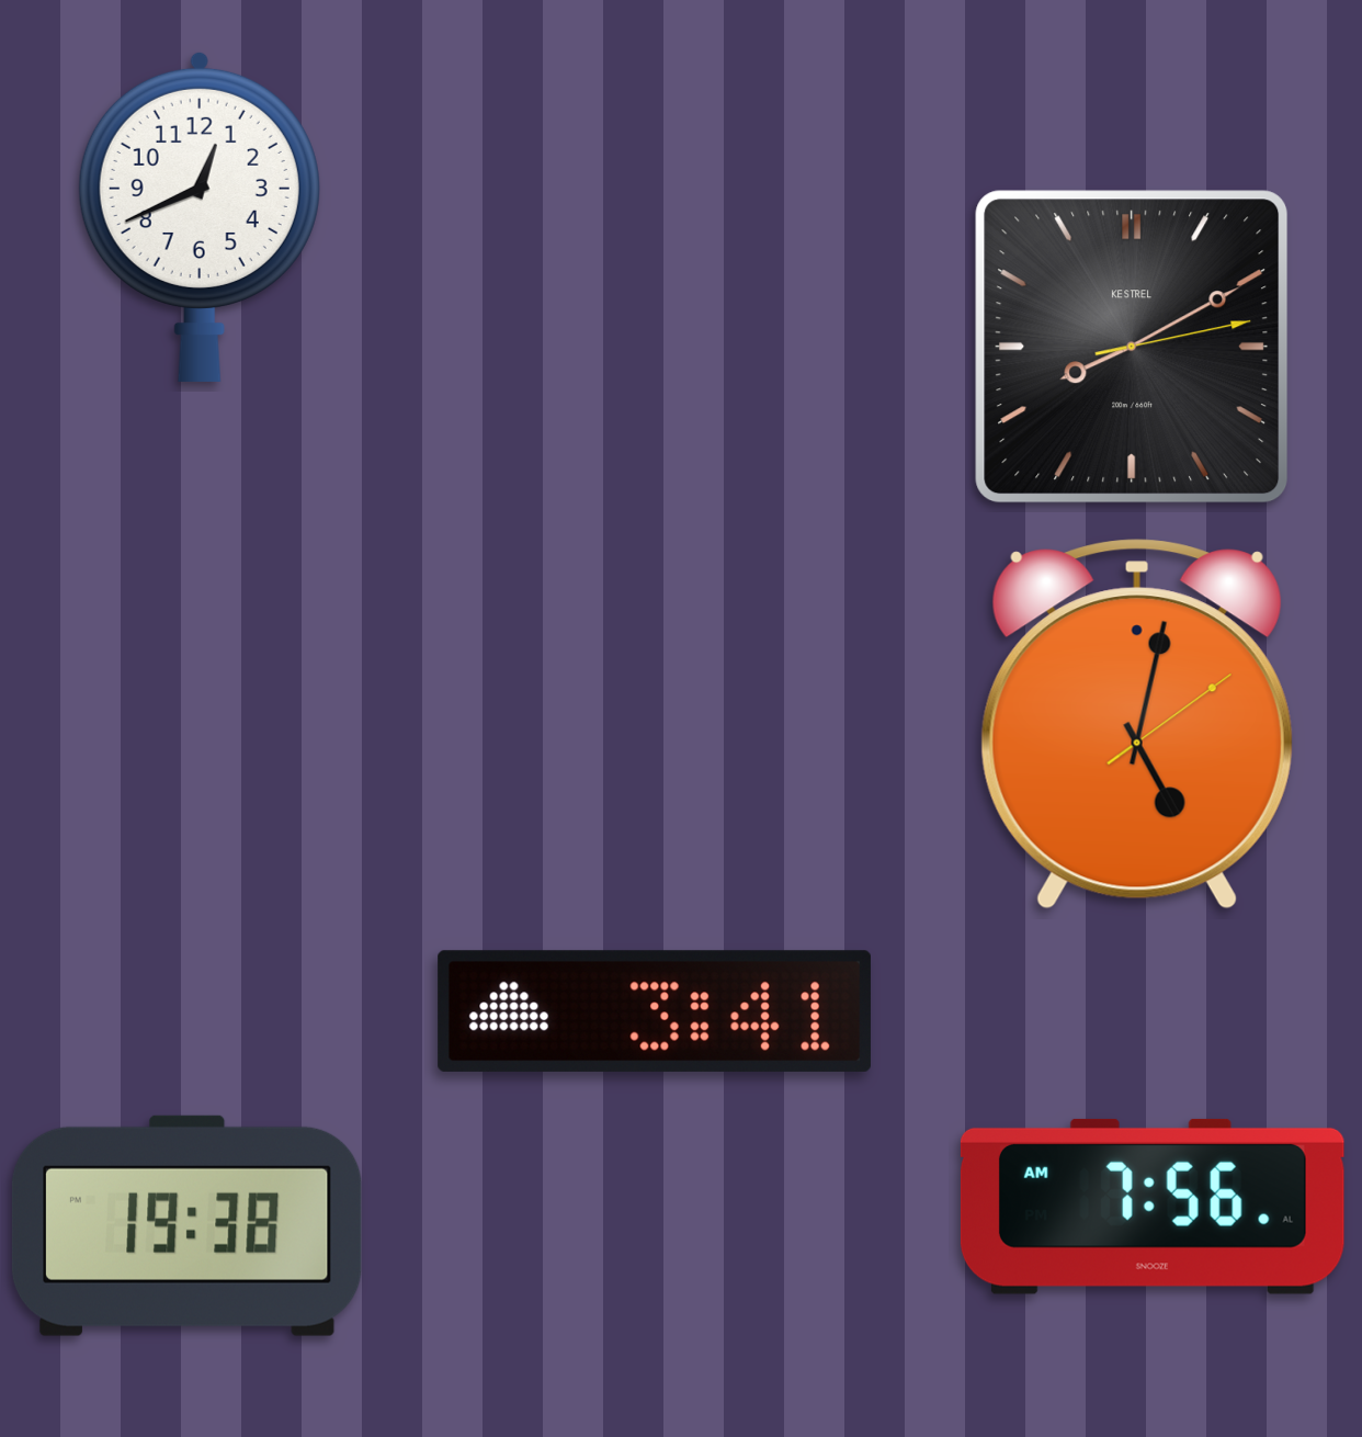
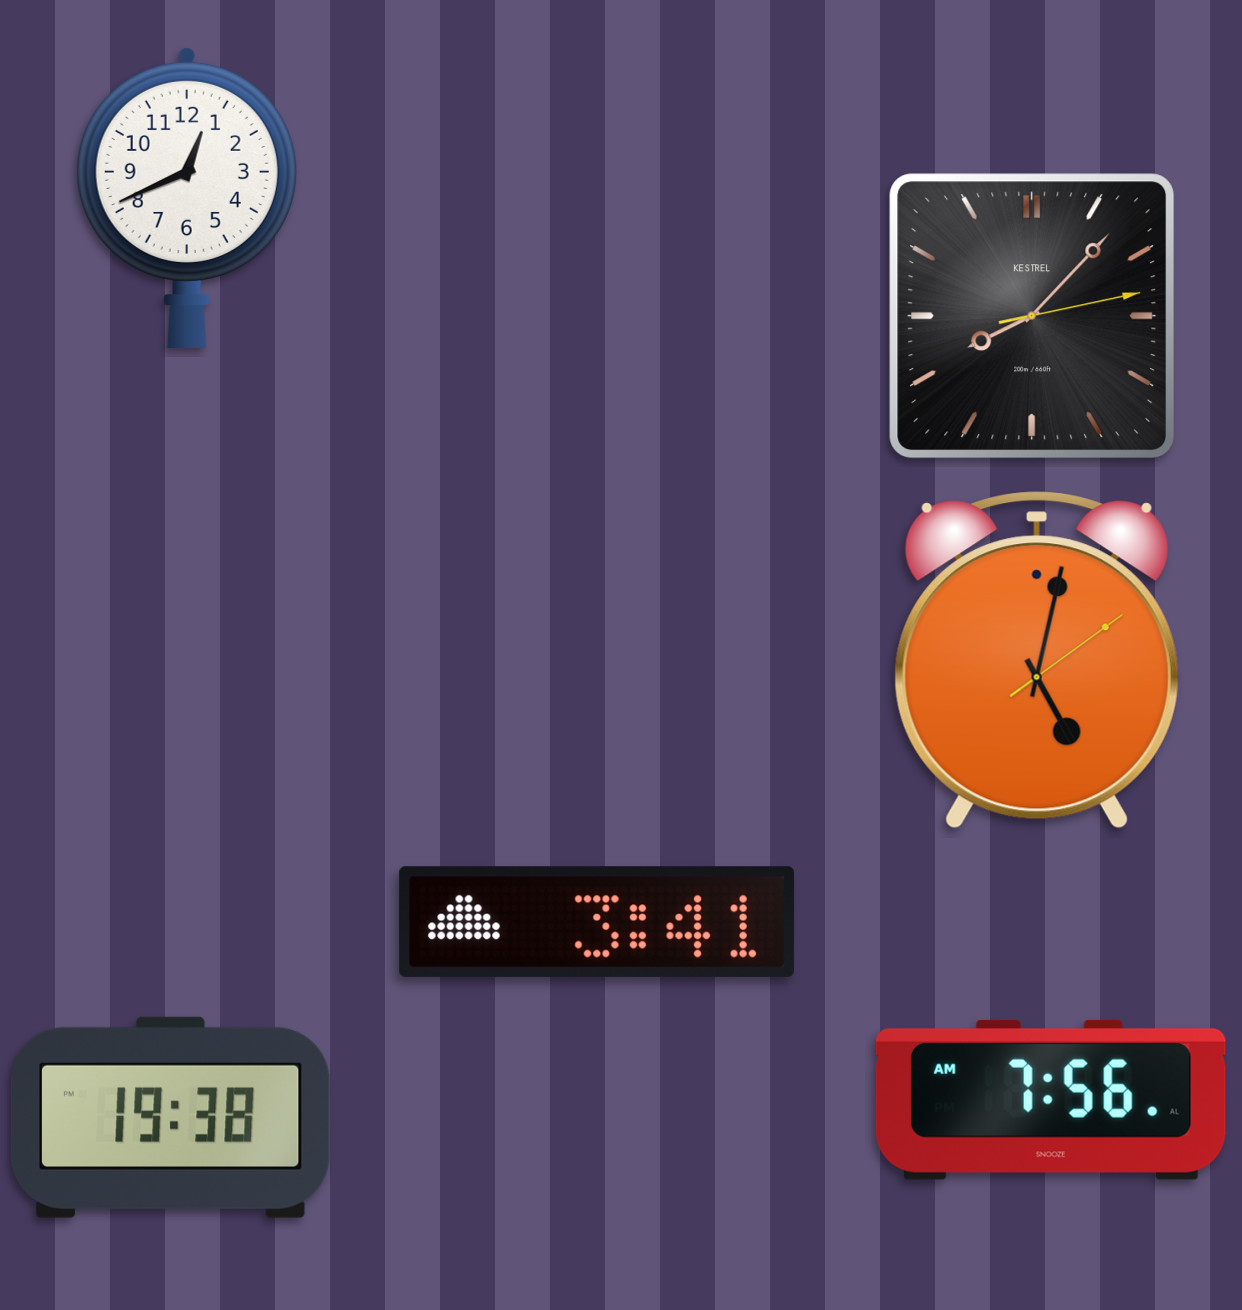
clock at (200, 216) position: (200, 216) -> (187, 197)
clock at (1132, 347): 8:10 -> 8:07
